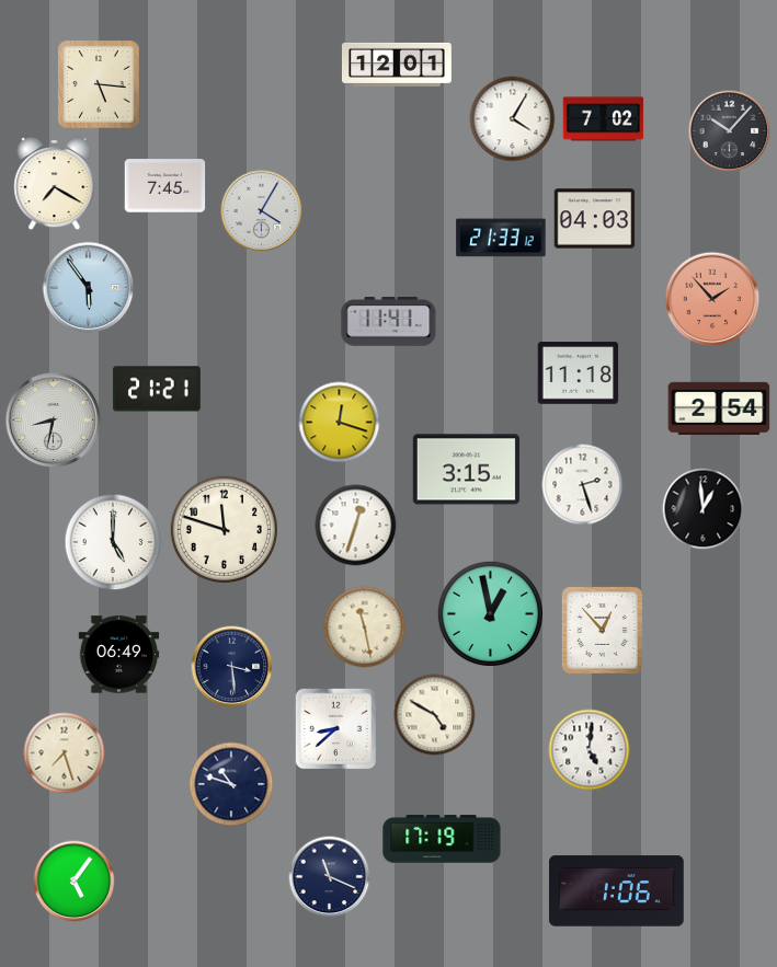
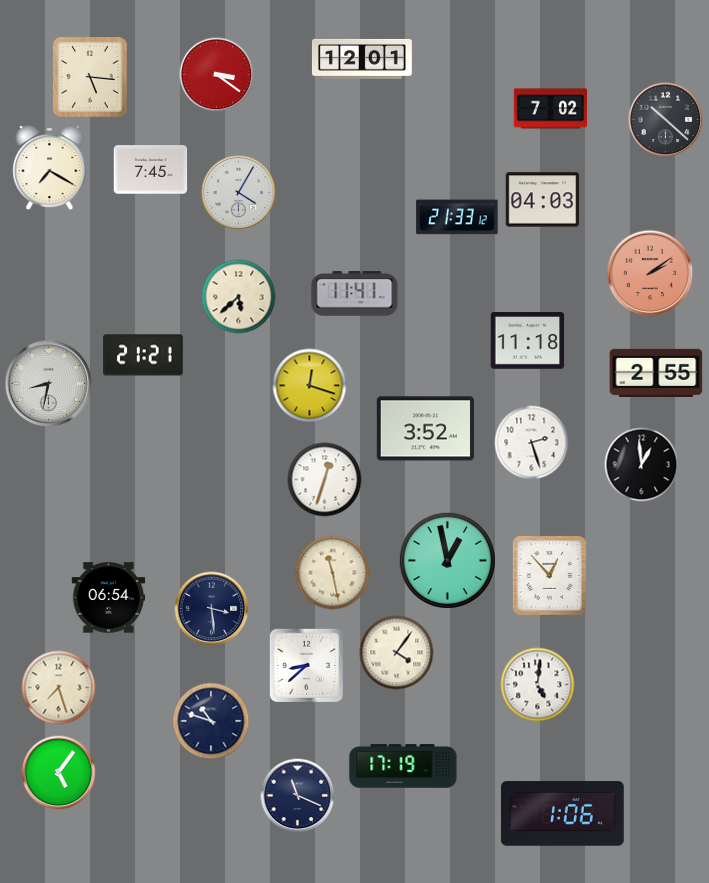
clock at (217, 75): none -> 3:21
clock at (513, 119): 4:05 -> none
clock at (730, 131): 10:07 -> 10:22
clock at (89, 288): 5:54 -> none
clock at (712, 299): 1:53 -> 2:09
clock at (239, 297): none -> 5:38
clock at (719, 408): 2:54 -> 2:55
clock at (466, 470): 3:15 -> 3:52
clock at (224, 529): 11:48 -> none
clock at (113, 542): 5:00 -> none
clock at (119, 655): 06:49 -> 06:54
clock at (435, 715): 4:50 -> 4:06
clock at (231, 784) position: (231, 784) -> (211, 721)
clock at (330, 877) position: (330, 877) -> (298, 796)
clock at (75, 882) position: (75, 882) -> (59, 773)
